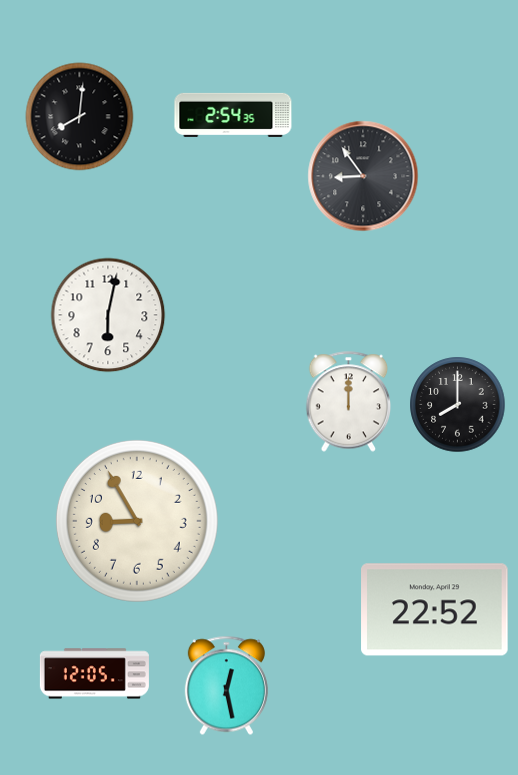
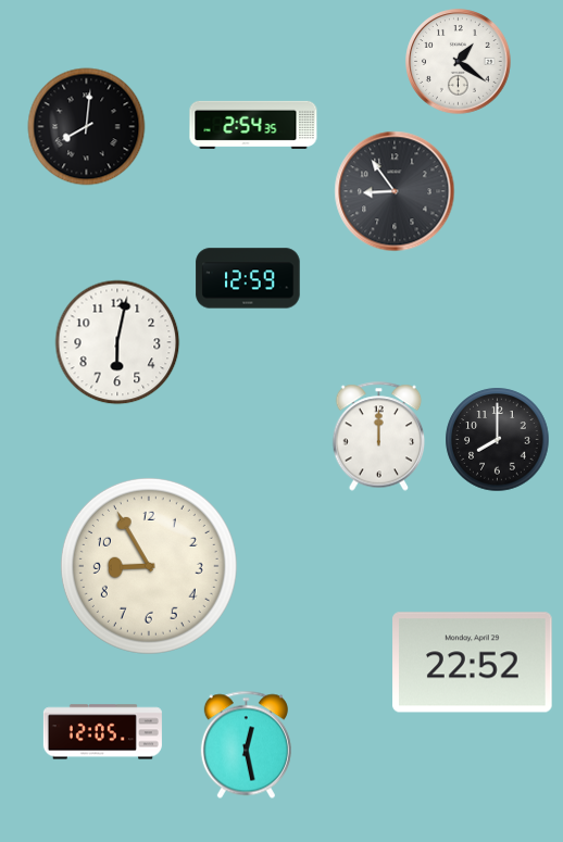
clock at (459, 62): none -> 1:21
clock at (248, 278): none -> 12:59
